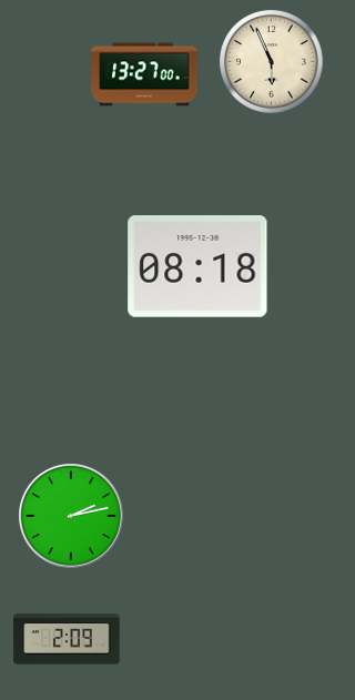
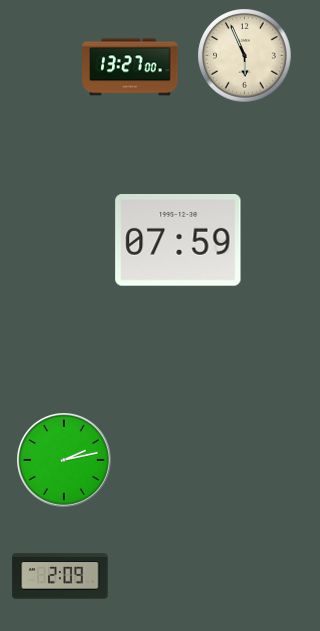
clock at (197, 267): 08:18 -> 07:59
clock at (72, 517) position: (72, 517) -> (65, 461)
